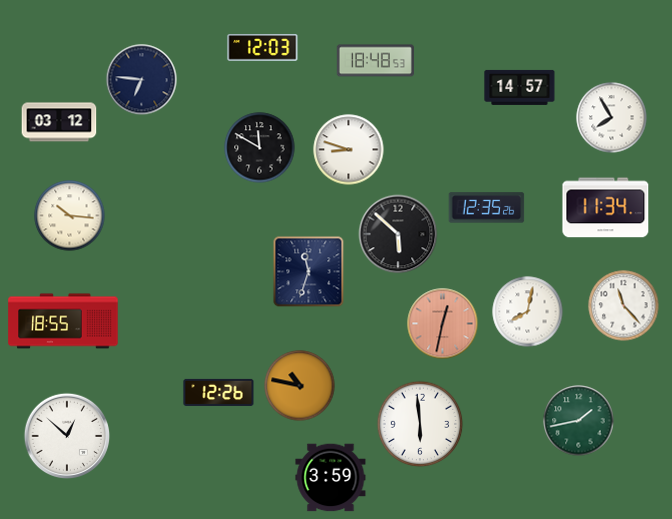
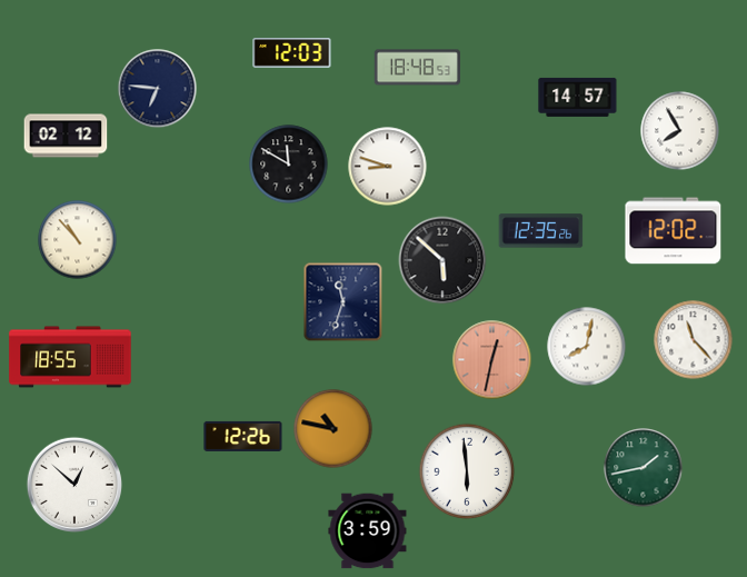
clock at (59, 122): 03:12 -> 02:12
clock at (606, 208): 11:34 -> 12:02
clock at (70, 216): 10:16 -> 10:53
